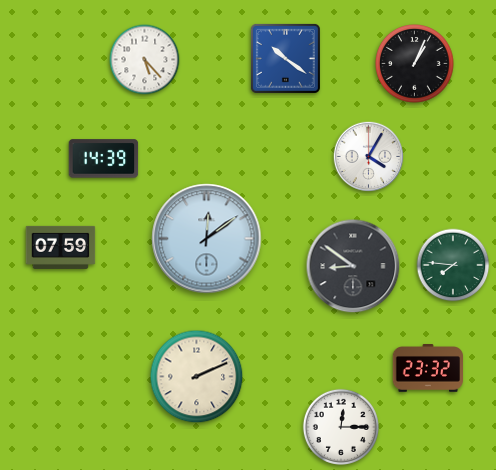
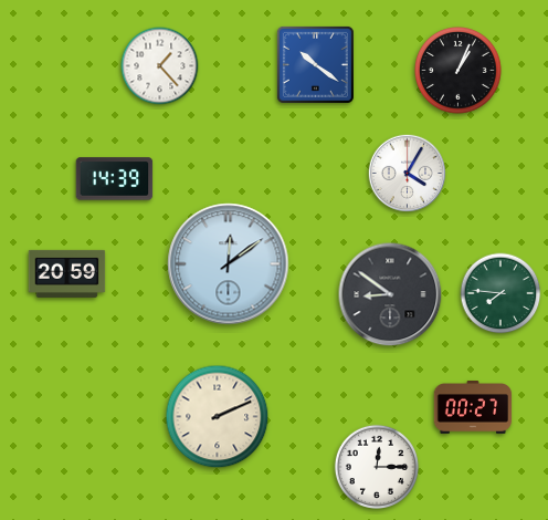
clock at (145, 60): 5:23 -> 1:23
clock at (104, 159) position: (104, 159) -> (115, 179)
clock at (61, 247): 07:59 -> 20:59
clock at (428, 369): 23:32 -> 00:27
clock at (341, 427) position: (341, 427) -> (377, 467)
